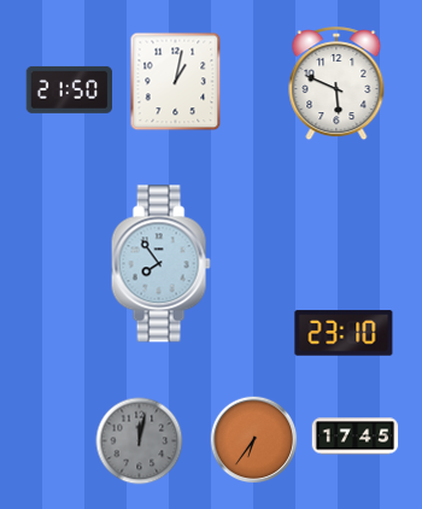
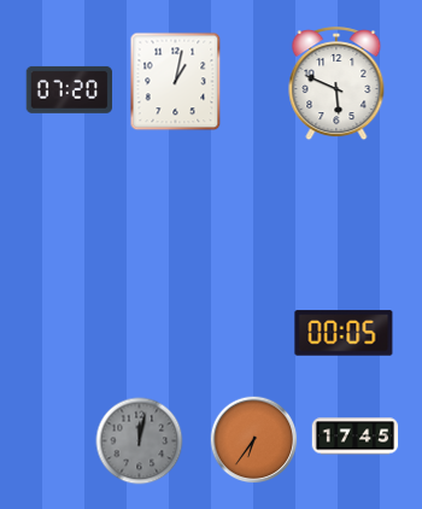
clock at (69, 89): 21:50 -> 07:20
clock at (160, 264): 7:54 -> none
clock at (344, 333): 23:10 -> 00:05
